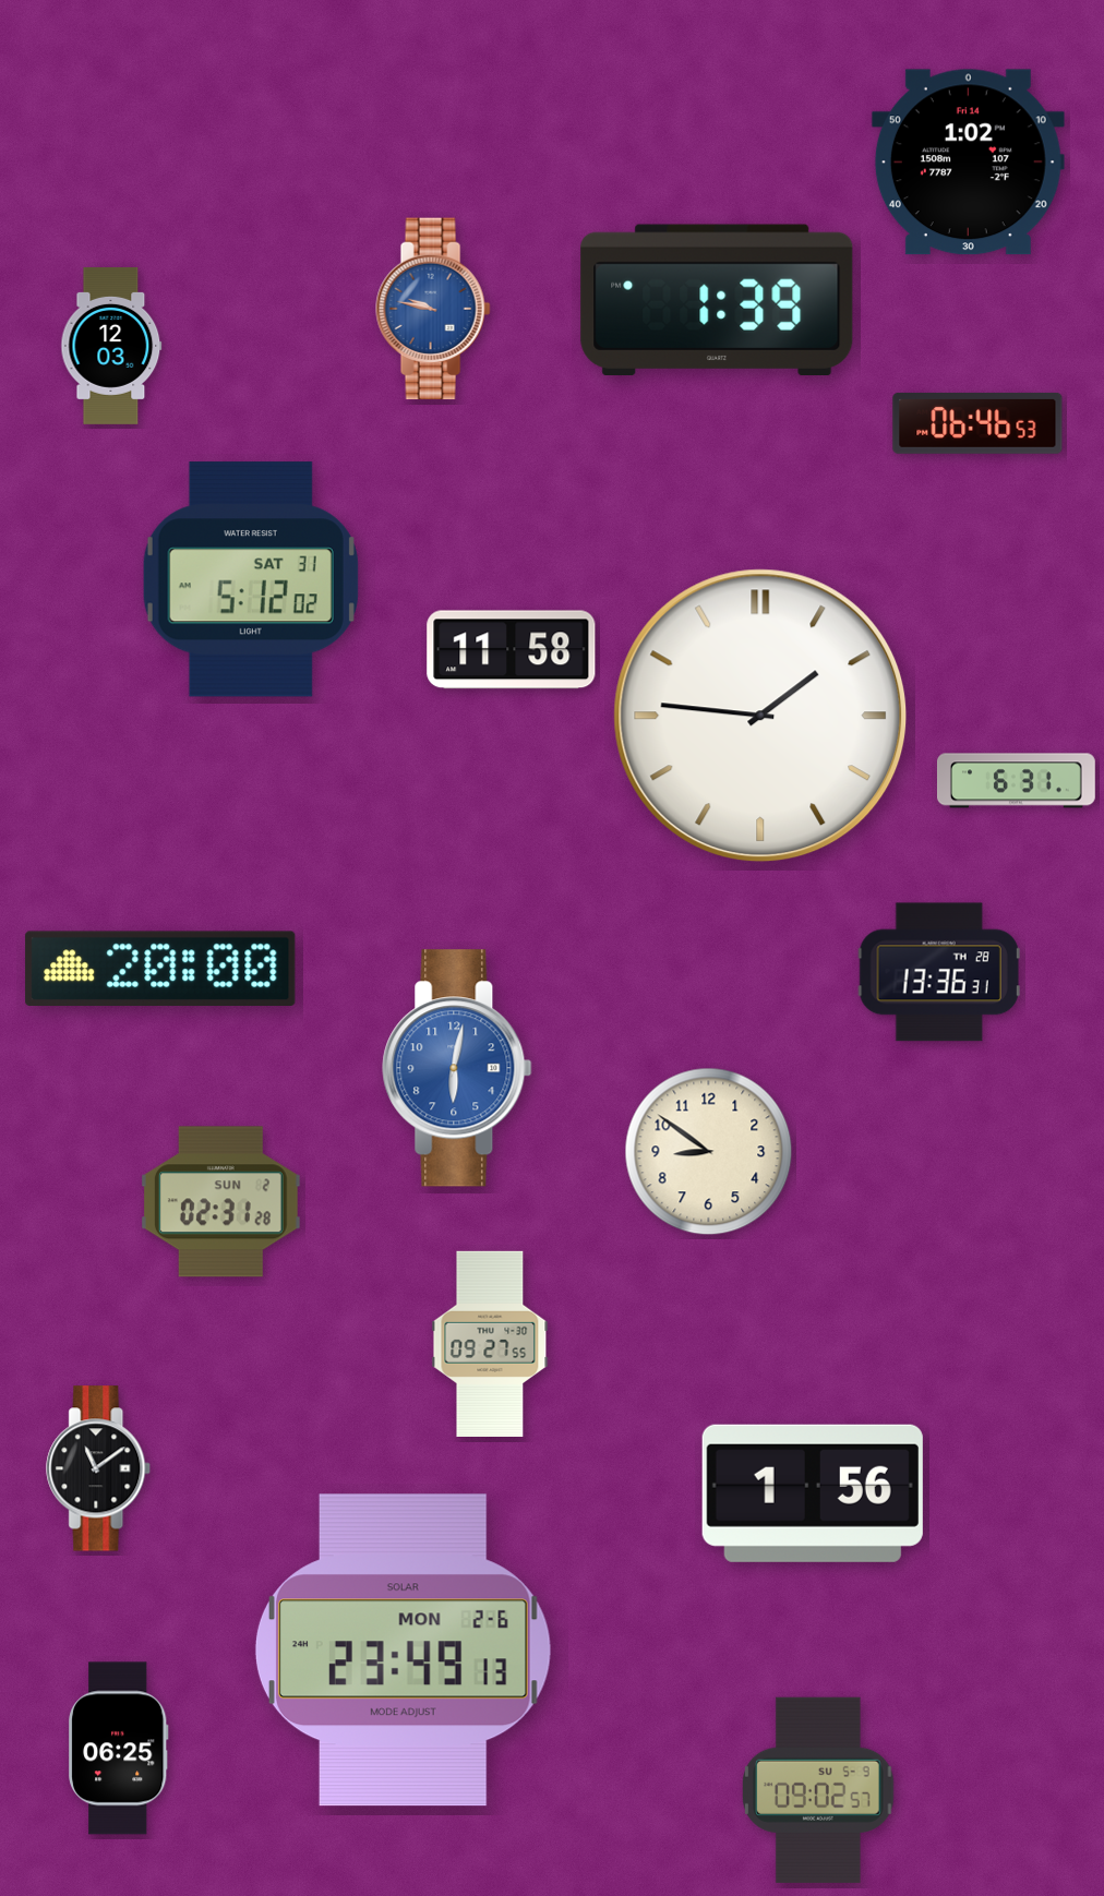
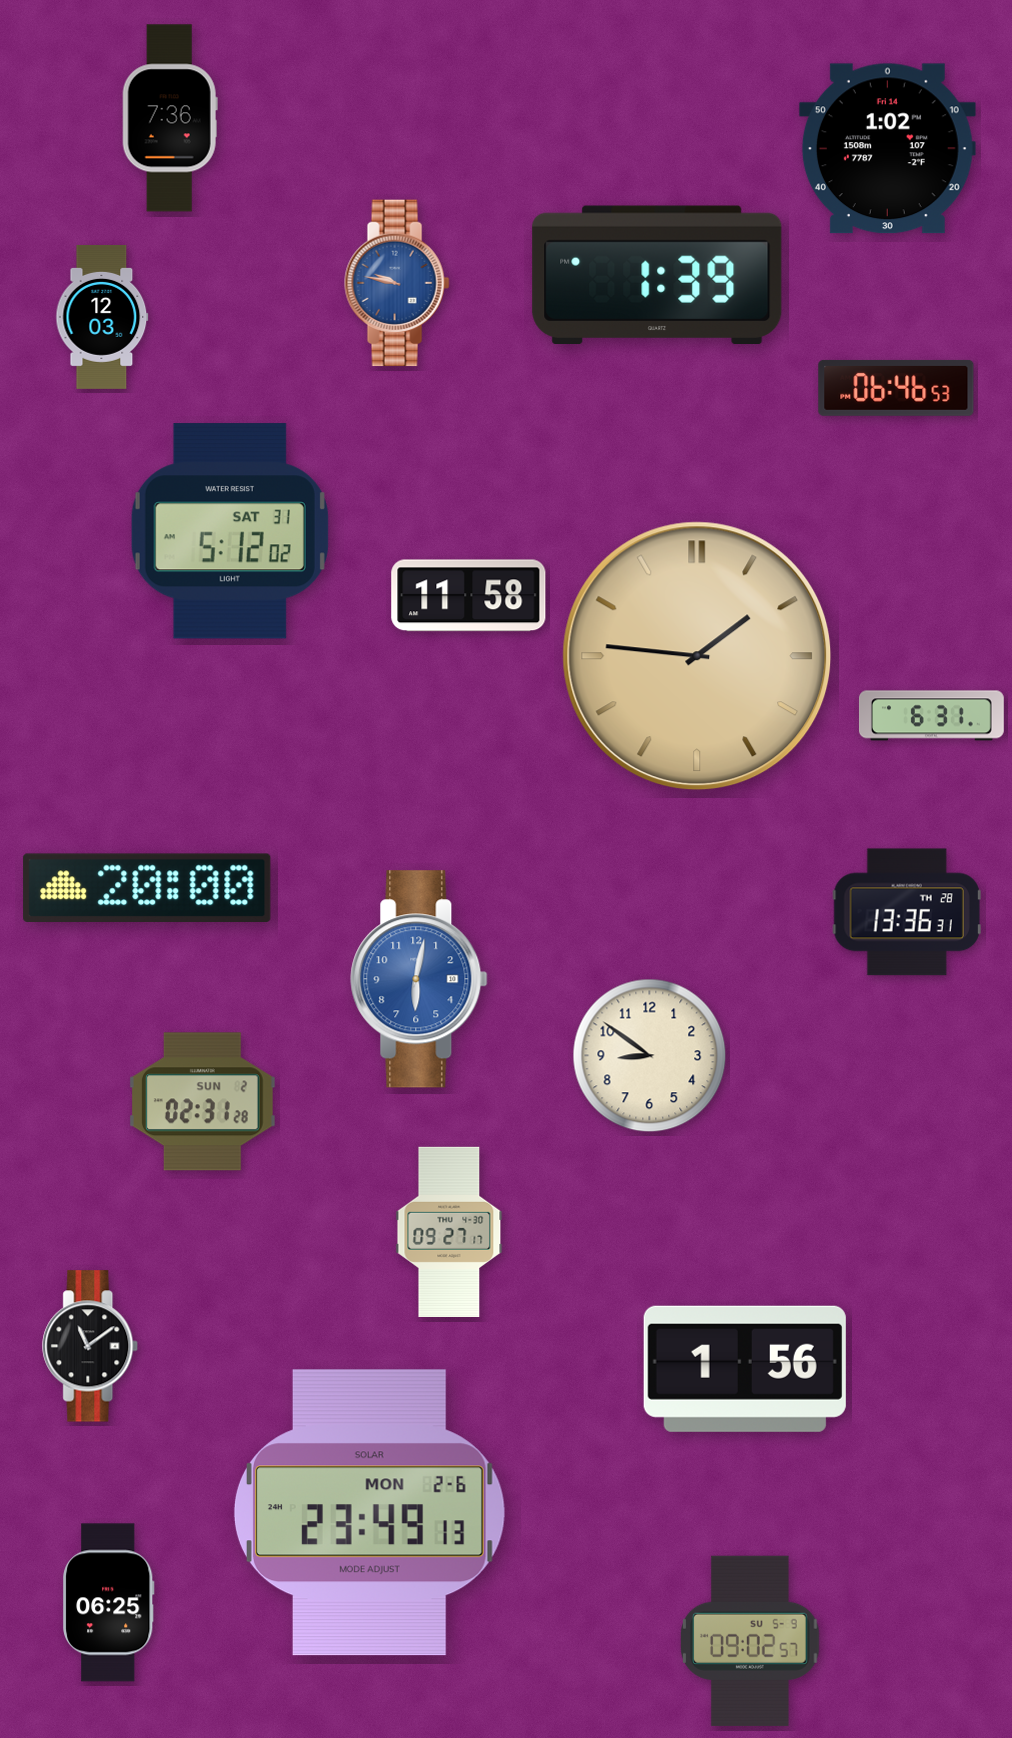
clock at (170, 118): none -> 7:36
clock at (760, 716) dial: white -> champagne
clock at (939, 972) position: (939, 972) -> (907, 912)
clock at (490, 1344): 09:27:55 -> 09:27:17
